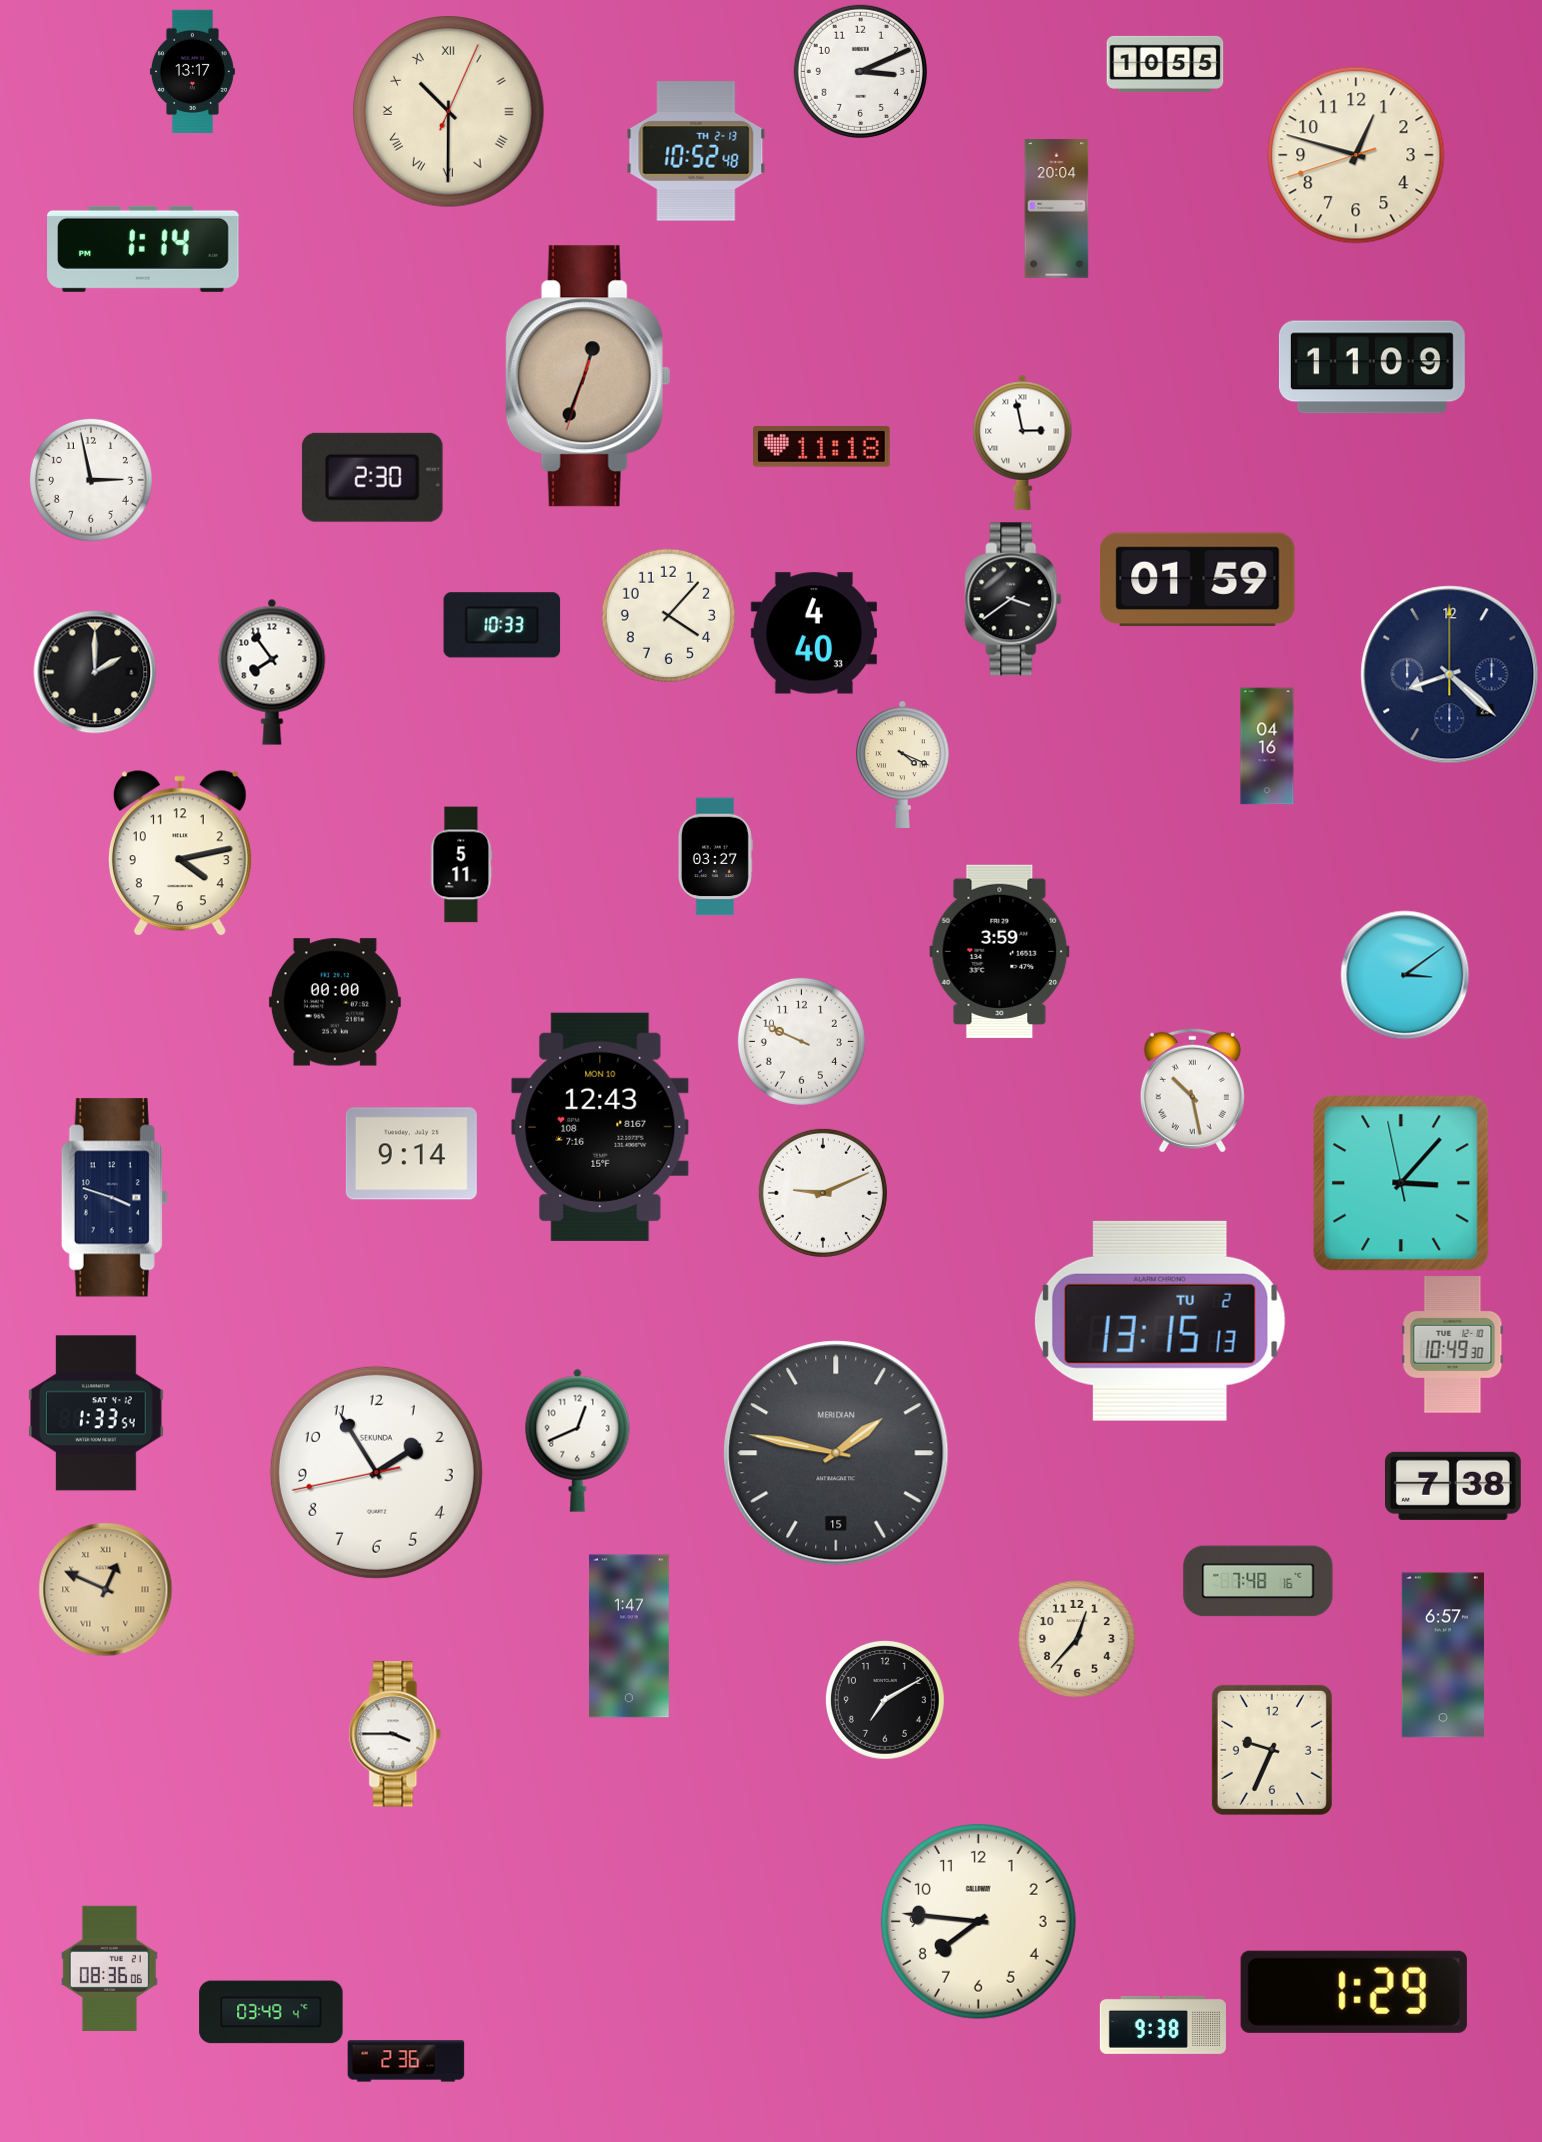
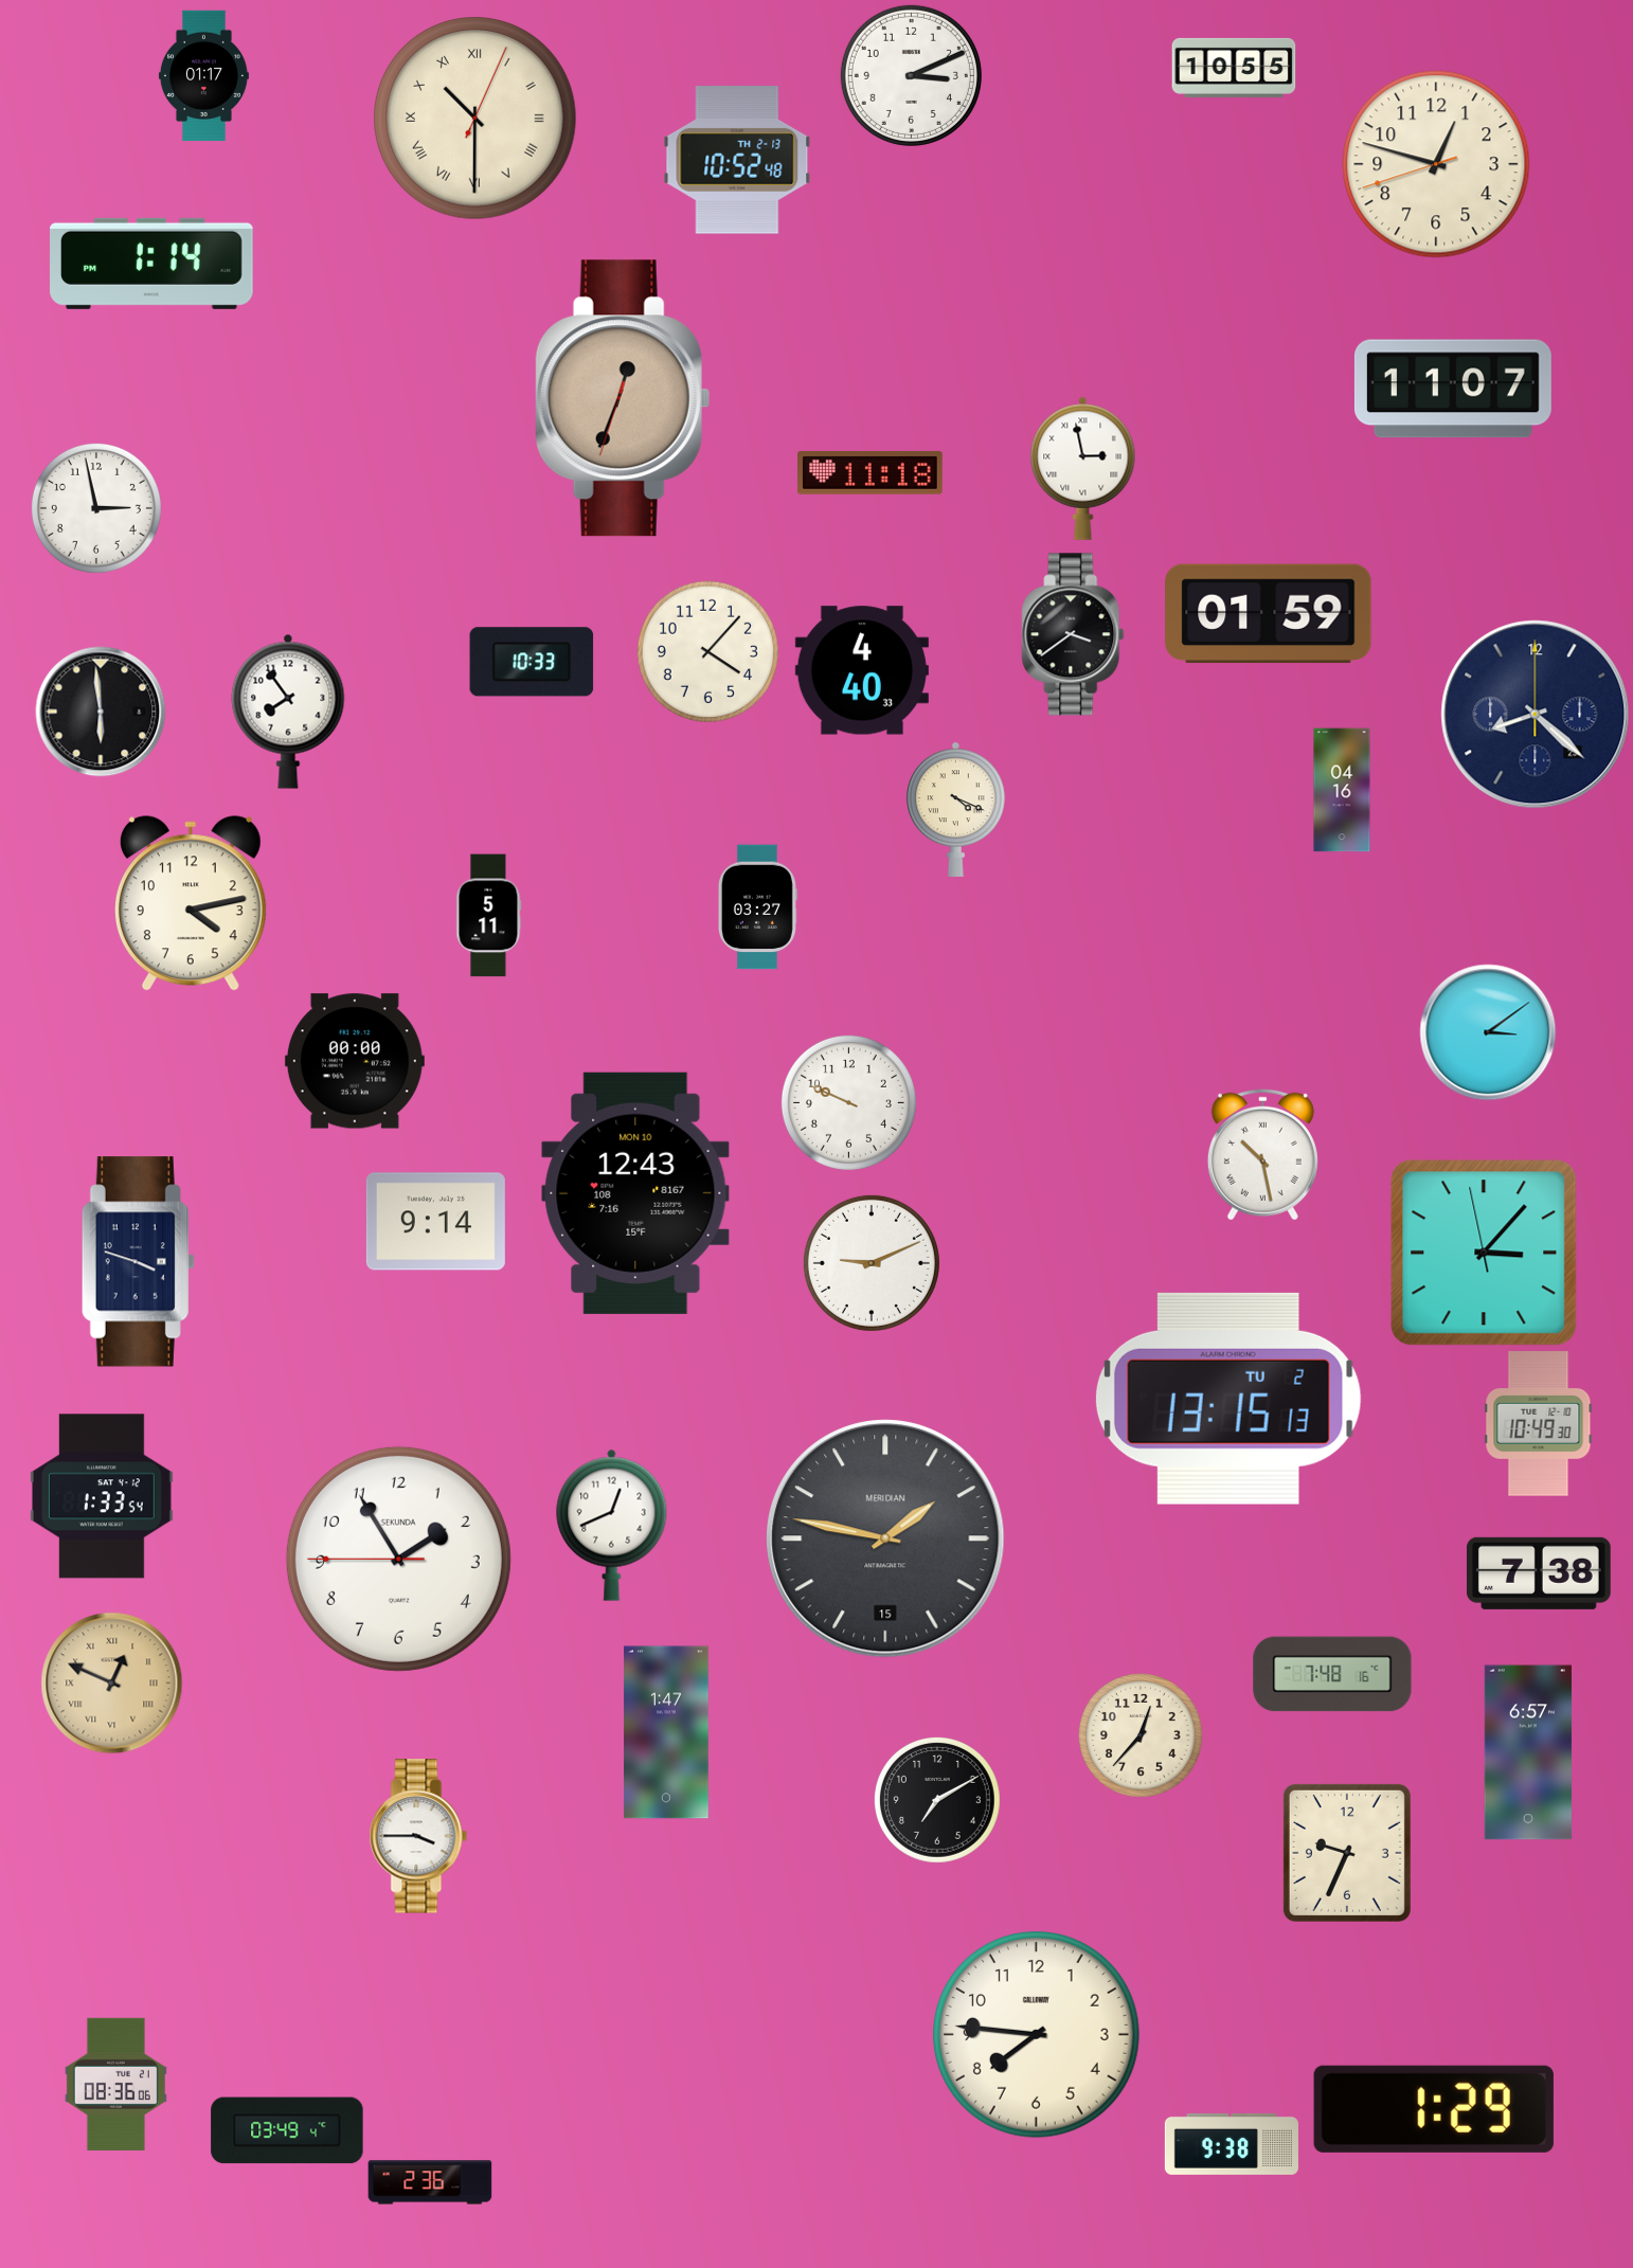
clock at (192, 72): 13:17 -> 01:17
clock at (1057, 209): 20:04 -> none
clock at (1372, 367): 11:09 -> 11:07
clock at (372, 477): 2:30 -> none
clock at (95, 672): 2:00 -> 5:59
clock at (1000, 951): 3:59 -> none
clock at (114, 1198) position: (114, 1198) -> (138, 1262)
clock at (376, 1472): 1:54:43 -> 1:54:45
